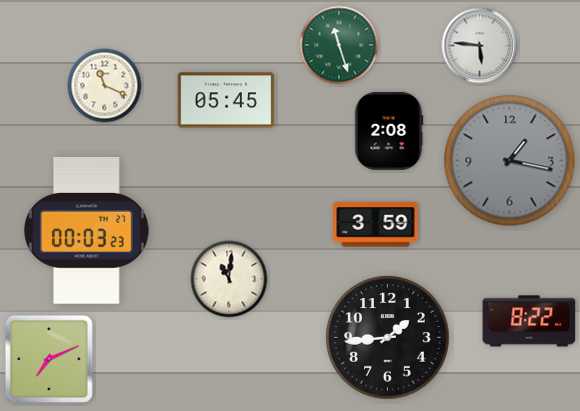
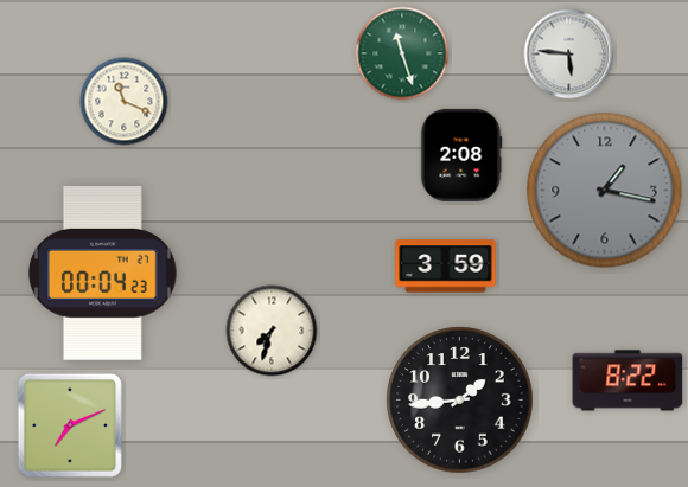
clock at (226, 100): 05:45 -> none
clock at (87, 231): 00:03 -> 00:04
clock at (229, 279): 11:01 -> 7:33
clock at (49, 359) position: (49, 359) -> (70, 425)
